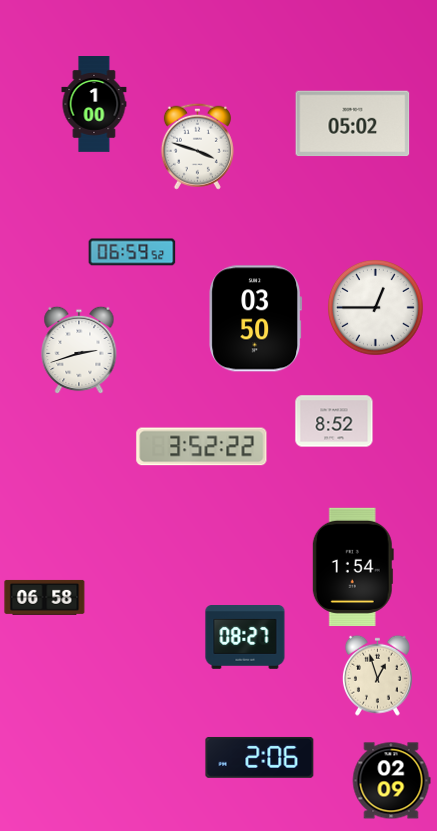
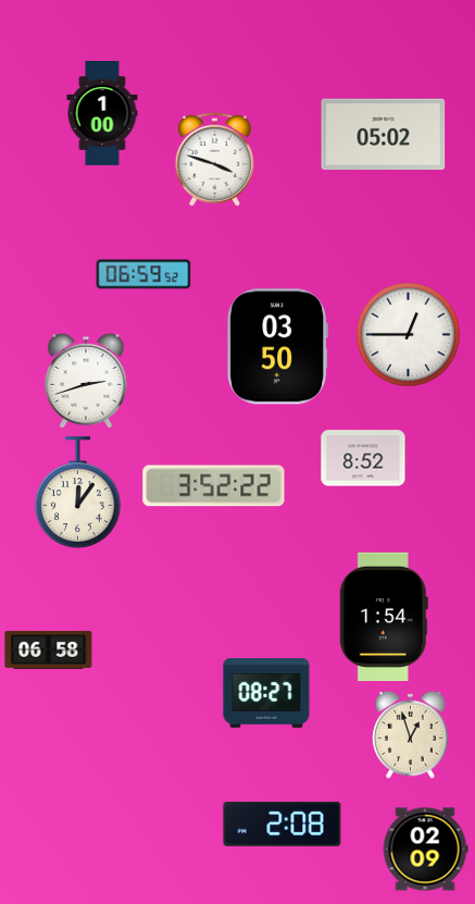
clock at (202, 447) position: (202, 447) -> (214, 486)
clock at (78, 493): none -> 12:06
clock at (260, 757): 2:06 -> 2:08
